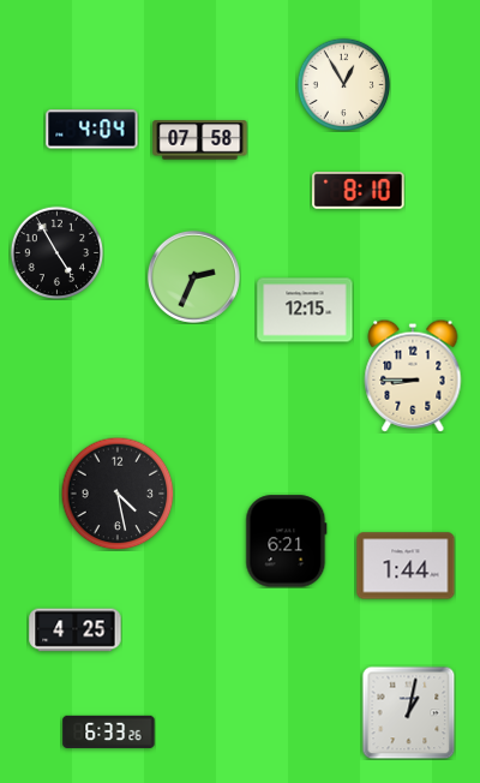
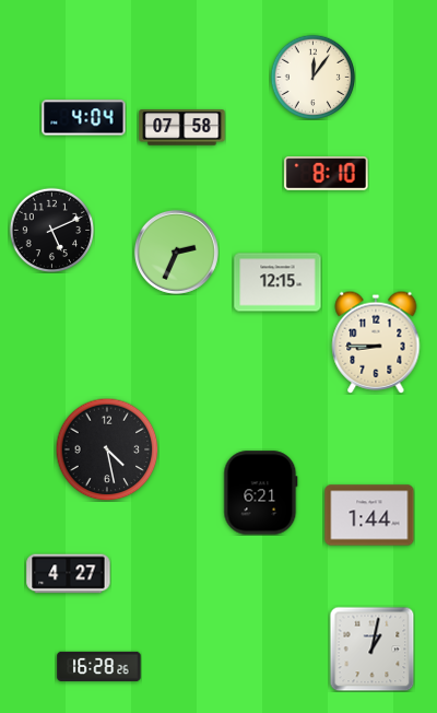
clock at (343, 84): 12:55 -> 12:06
clock at (56, 252): 4:55 -> 5:11
clock at (76, 630): 4:25 -> 4:27
clock at (109, 731): 6:33 -> 16:28
